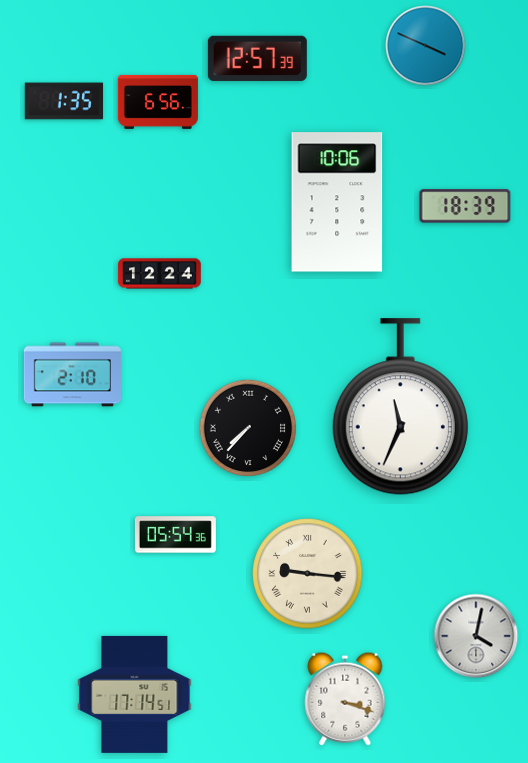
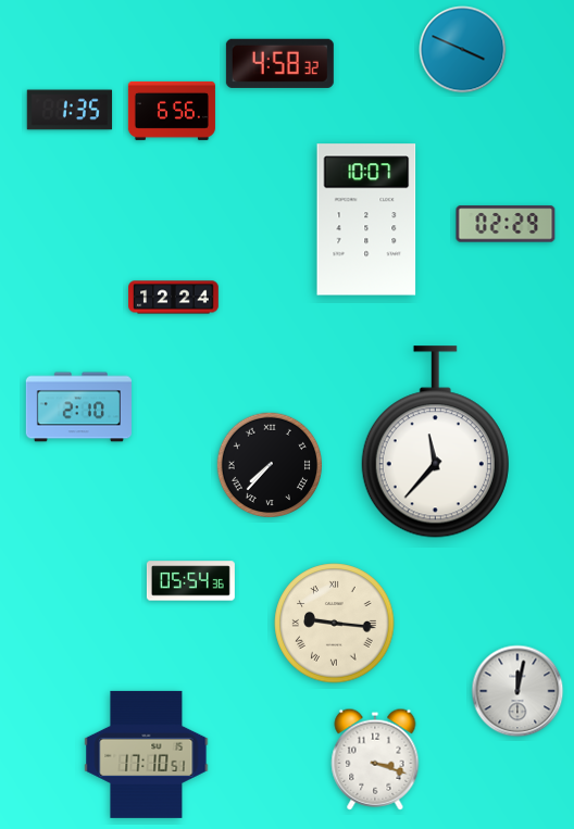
clock at (257, 58): 12:57 -> 4:58
clock at (337, 202): 10:06 -> 10:07
clock at (465, 206): 18:39 -> 02:29
clock at (400, 407): 11:34 -> 11:37
clock at (476, 636): 4:02 -> 12:02
clock at (135, 694): 17:14 -> 17:10
